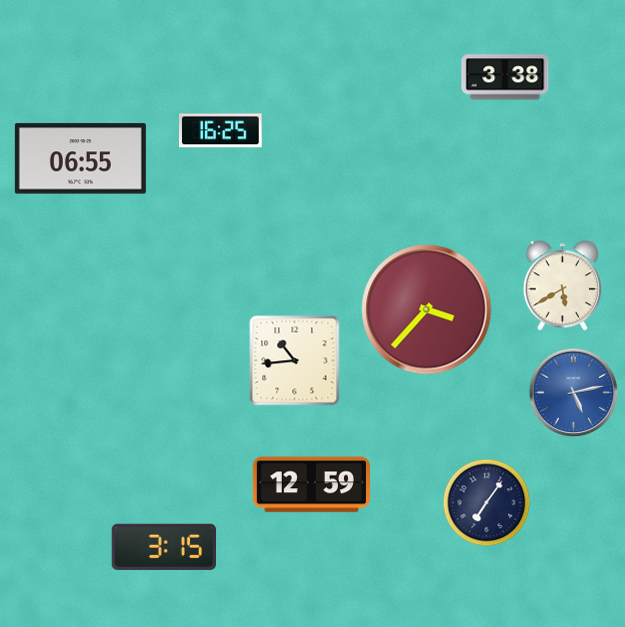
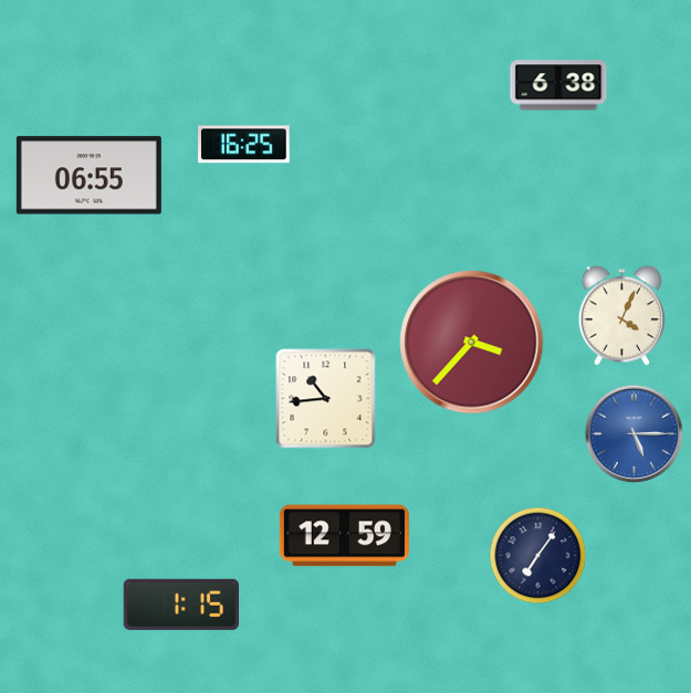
clock at (505, 77): 3:38 -> 6:38
clock at (562, 286): 5:40 -> 4:04
clock at (574, 393): 5:13 -> 5:15
clock at (163, 547): 3:15 -> 1:15
